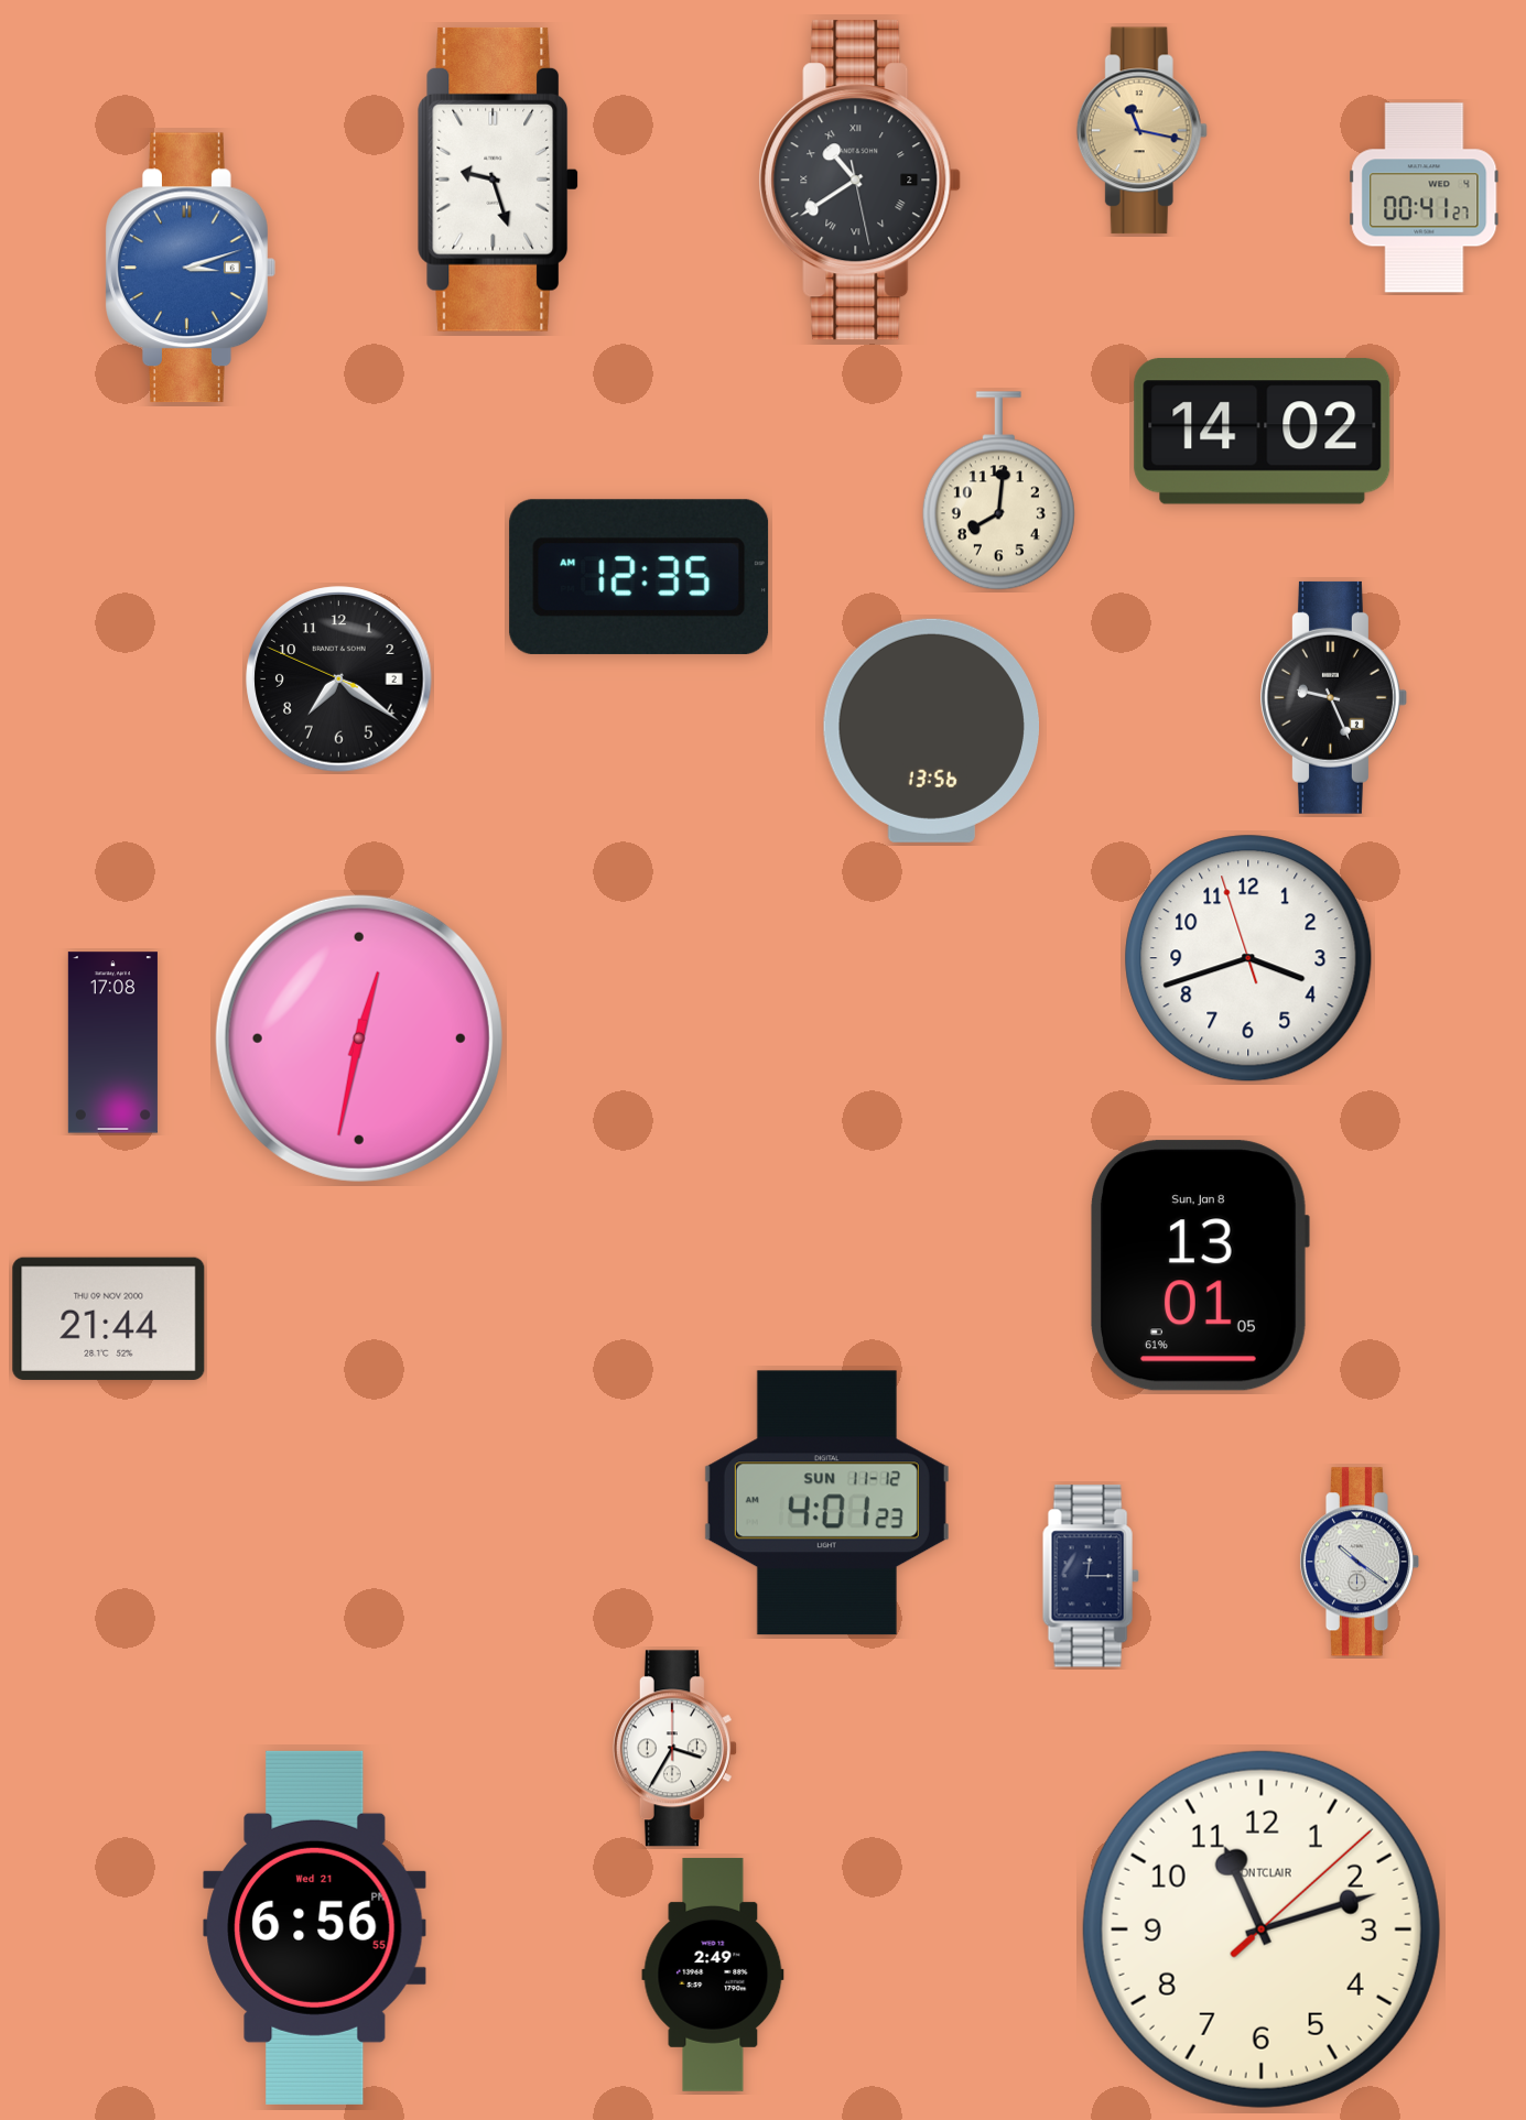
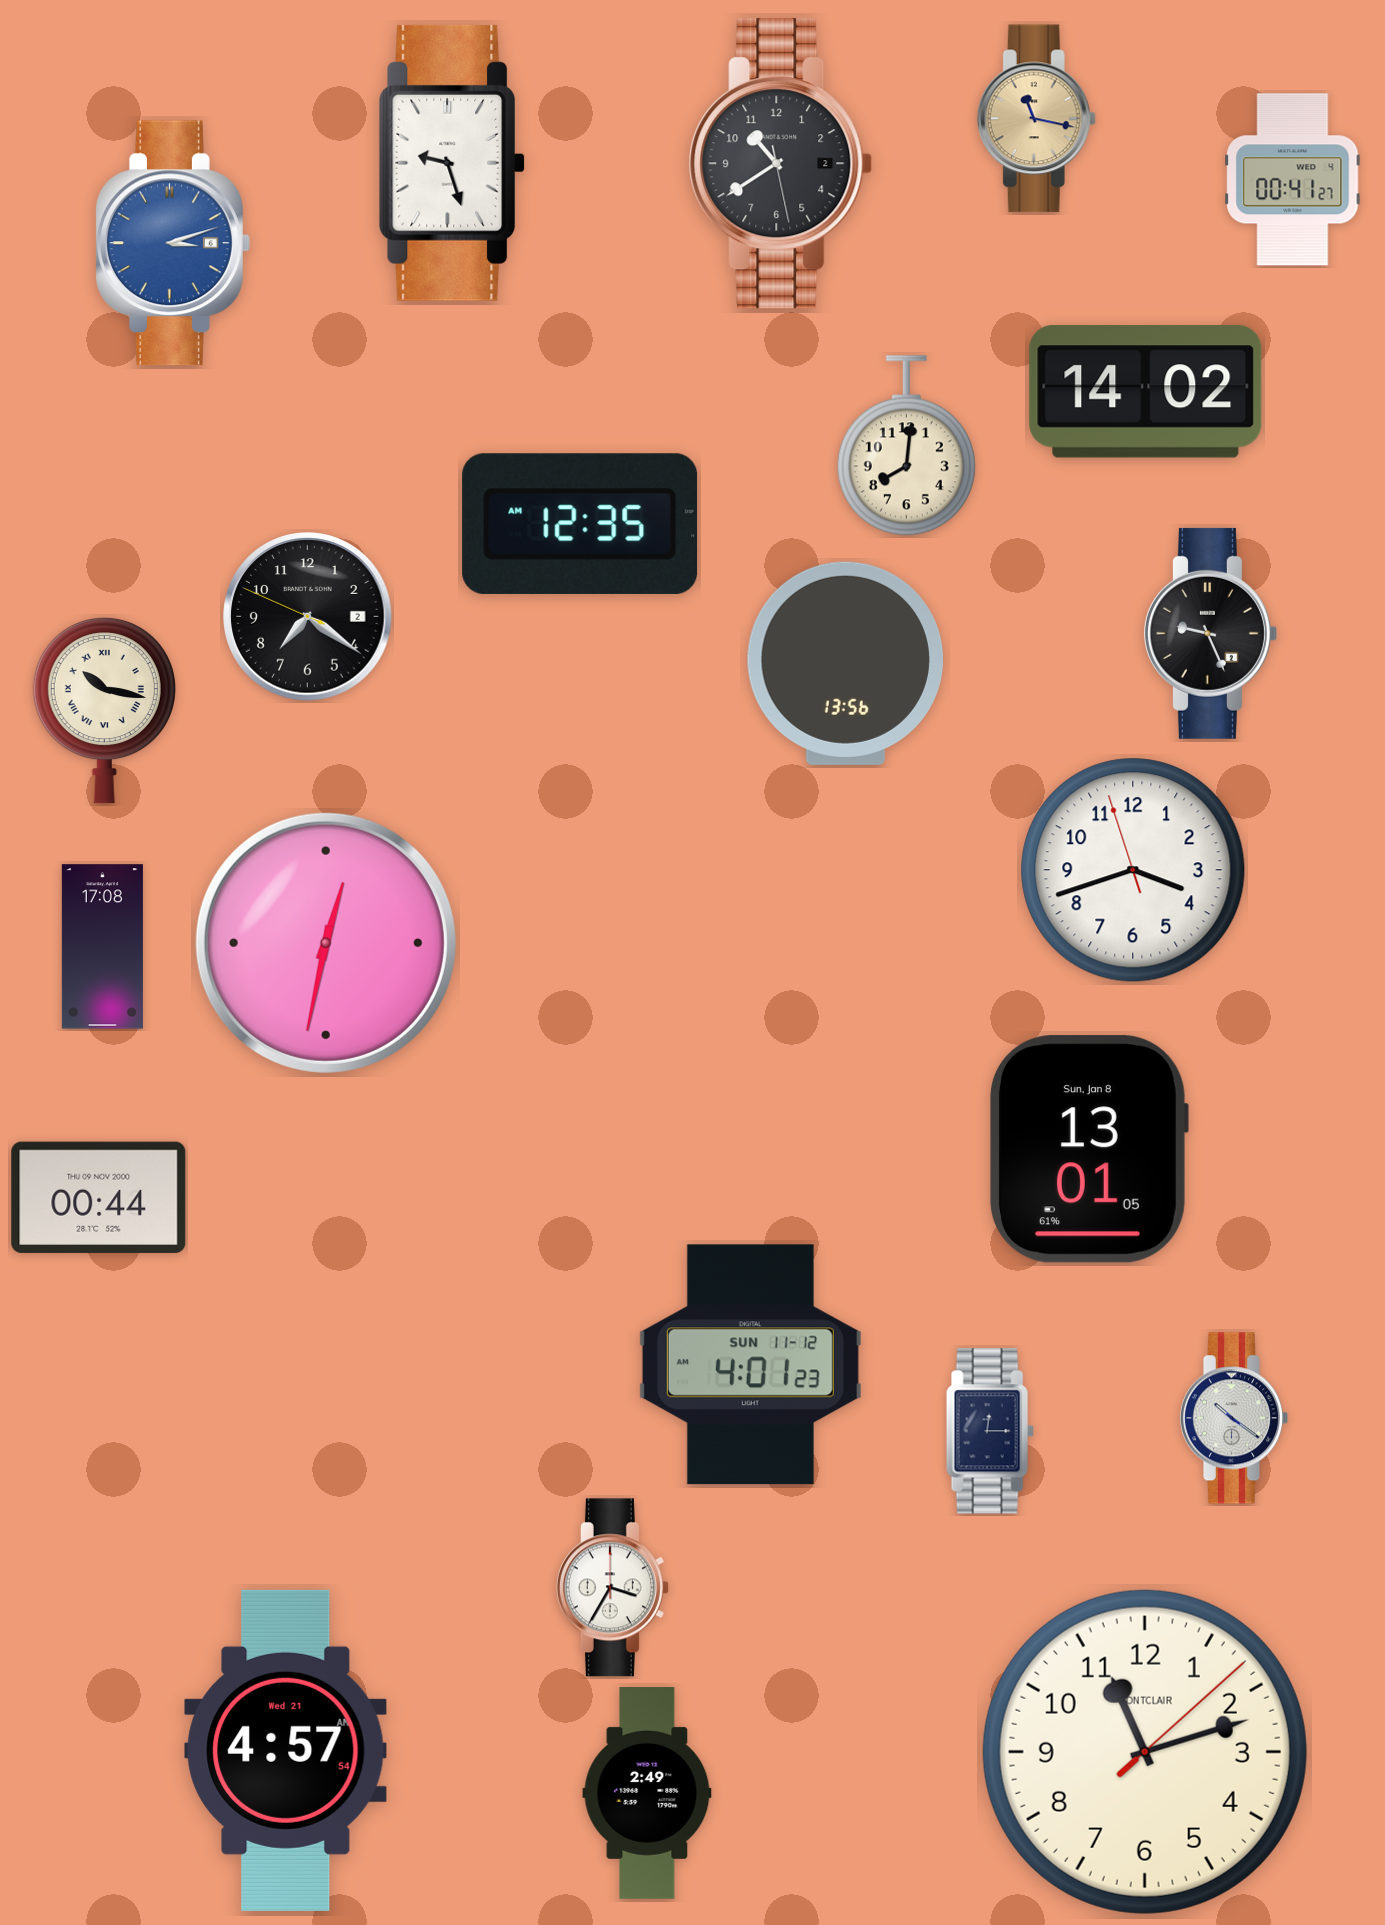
clock at (861, 181) numerals: Roman -> Arabic
clock at (104, 710): none -> 10:17
clock at (109, 1318): 21:44 -> 00:44
clock at (315, 1927): 6:56 -> 4:57
